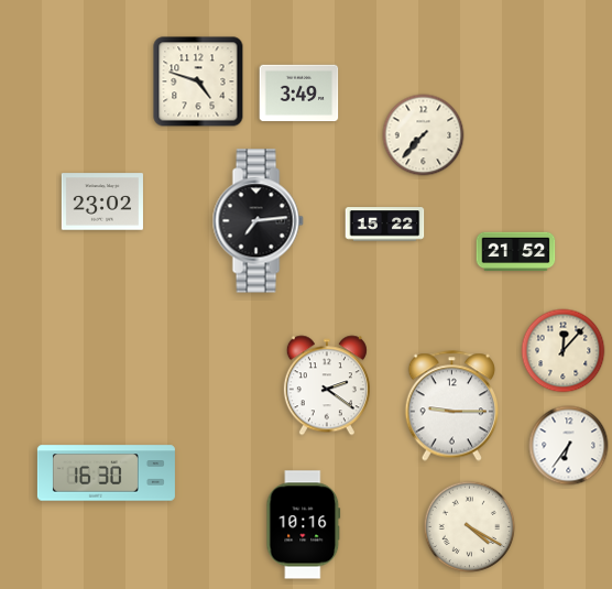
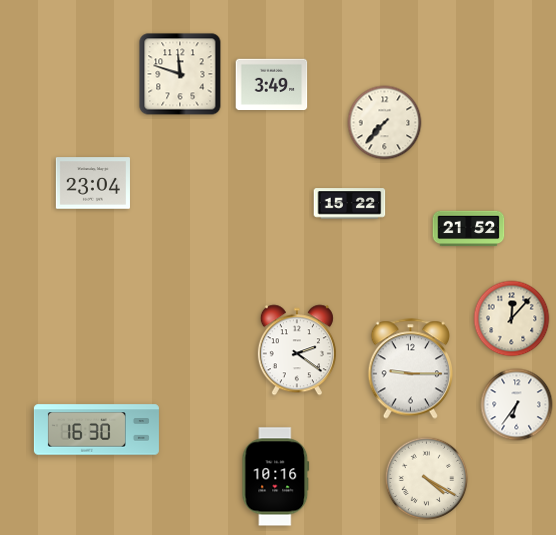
clock at (198, 81): 4:48 -> 11:48
clock at (102, 201): 23:02 -> 23:04
clock at (258, 221): 7:14 -> none
